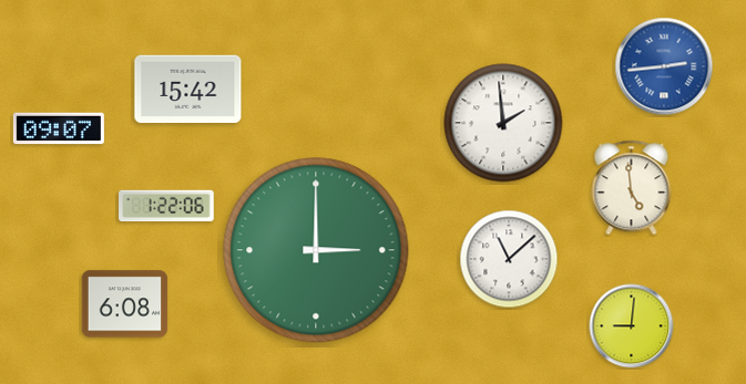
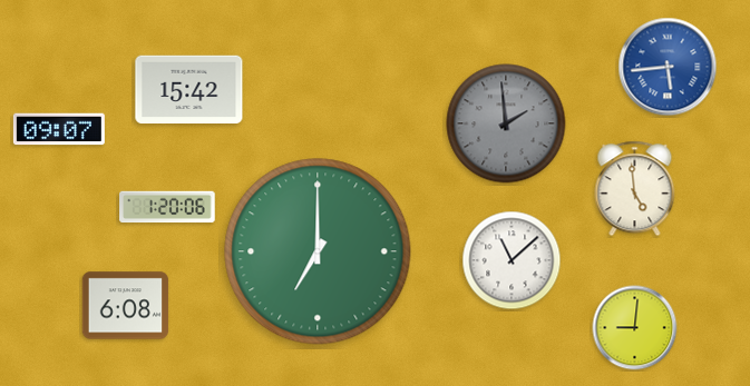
clock at (664, 66): 2:44 -> 5:44
clock at (503, 123) dial: white -> grey
clock at (166, 206): 1:22 -> 1:20
clock at (316, 250): 3:00 -> 7:00
